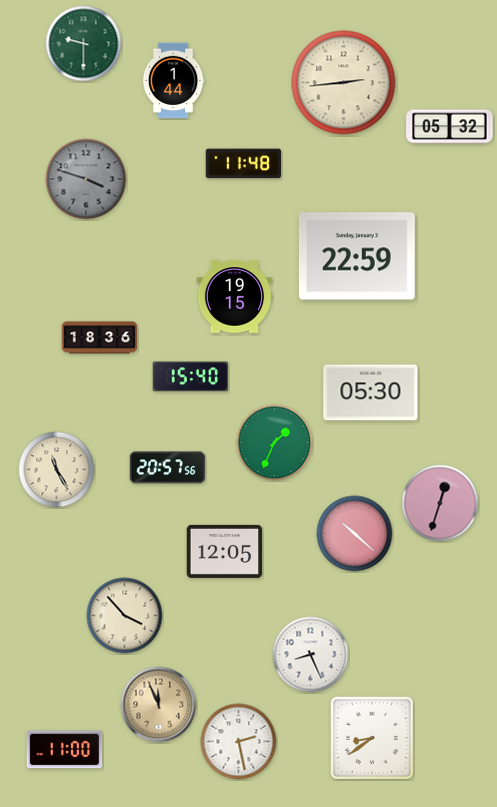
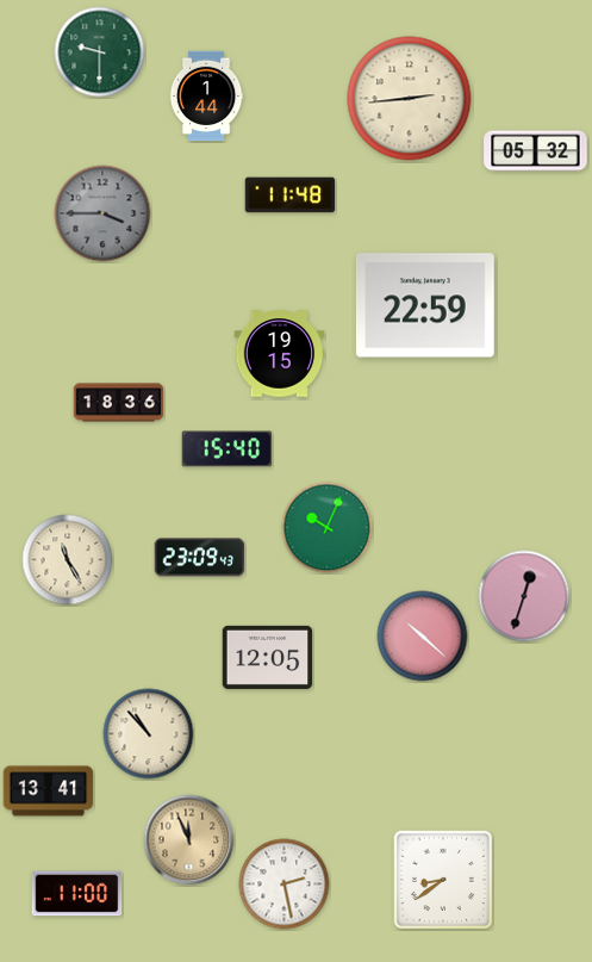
clock at (86, 179): 3:48 -> 3:45
clock at (371, 393): 05:30 -> none
clock at (275, 443): 1:34 -> 10:04
clock at (168, 468): 20:57 -> 23:09
clock at (440, 503) position: (440, 503) -> (524, 596)
clock at (125, 616): 3:53 -> 10:53
clock at (311, 655): 8:26 -> none
clock at (49, 792): none -> 13:41
